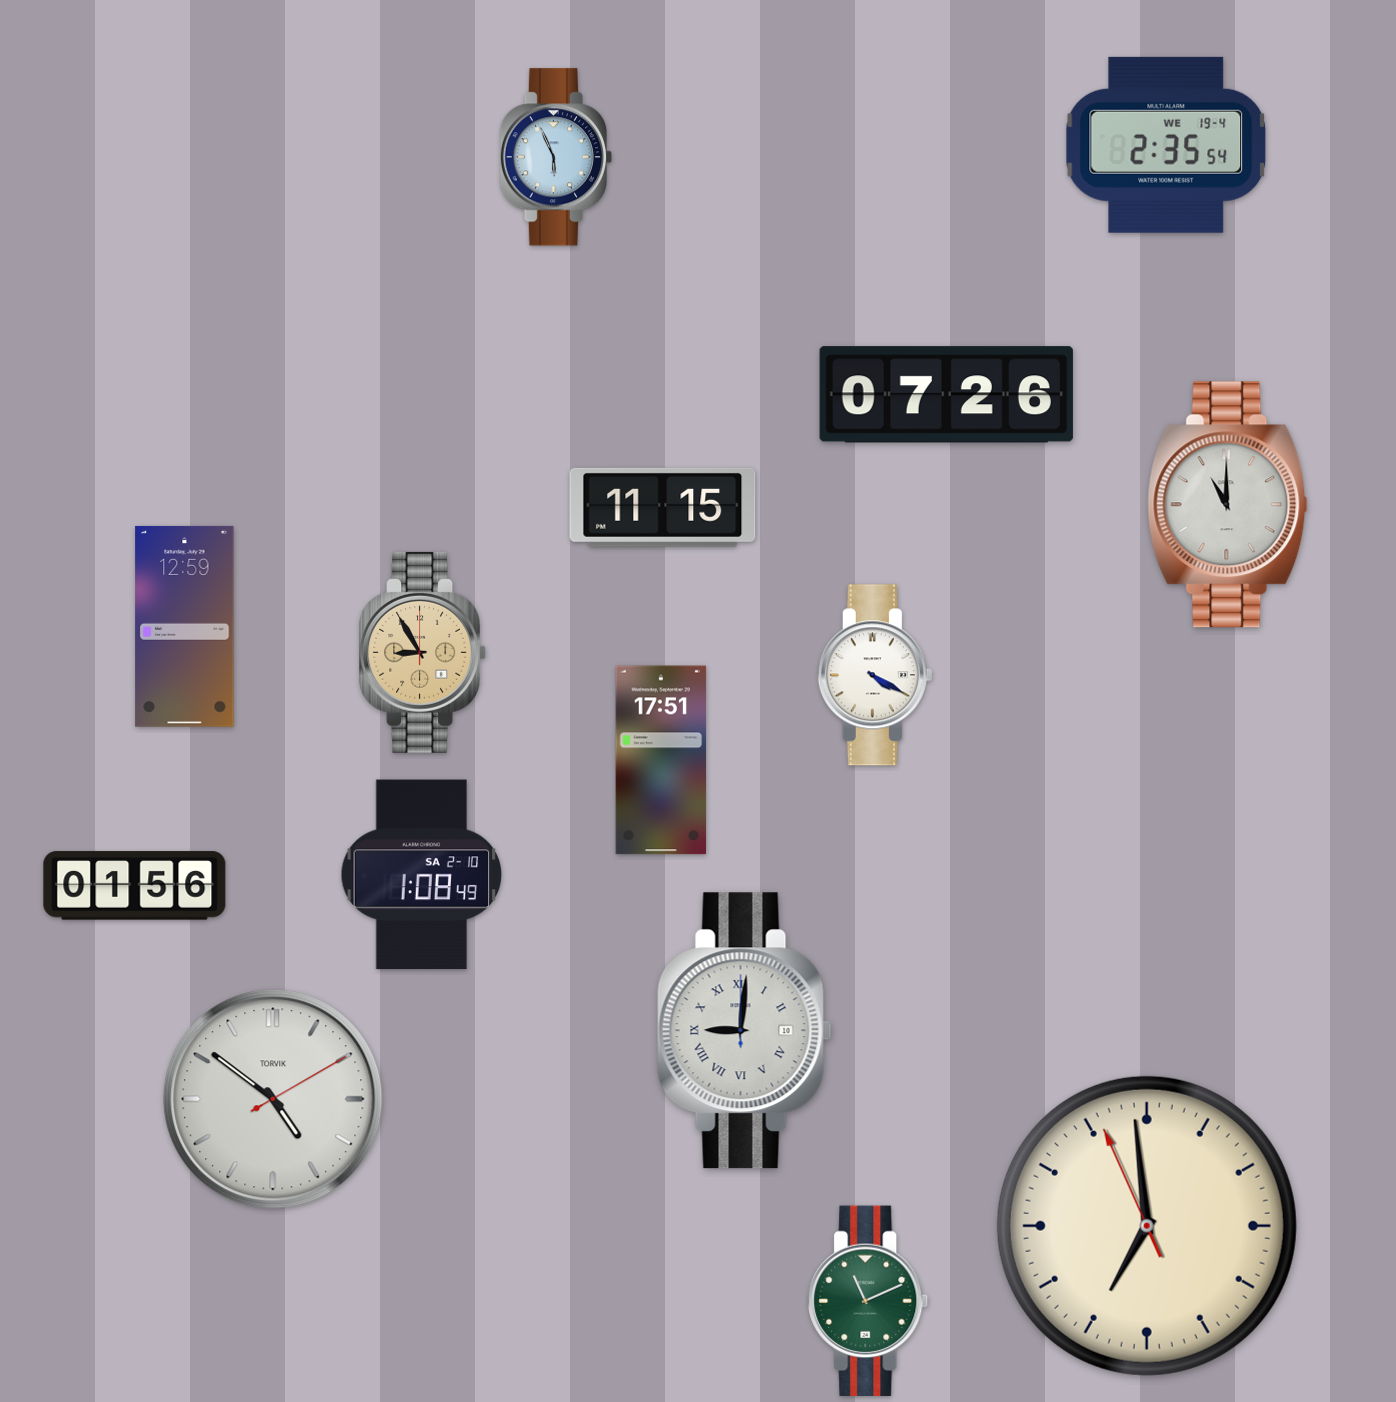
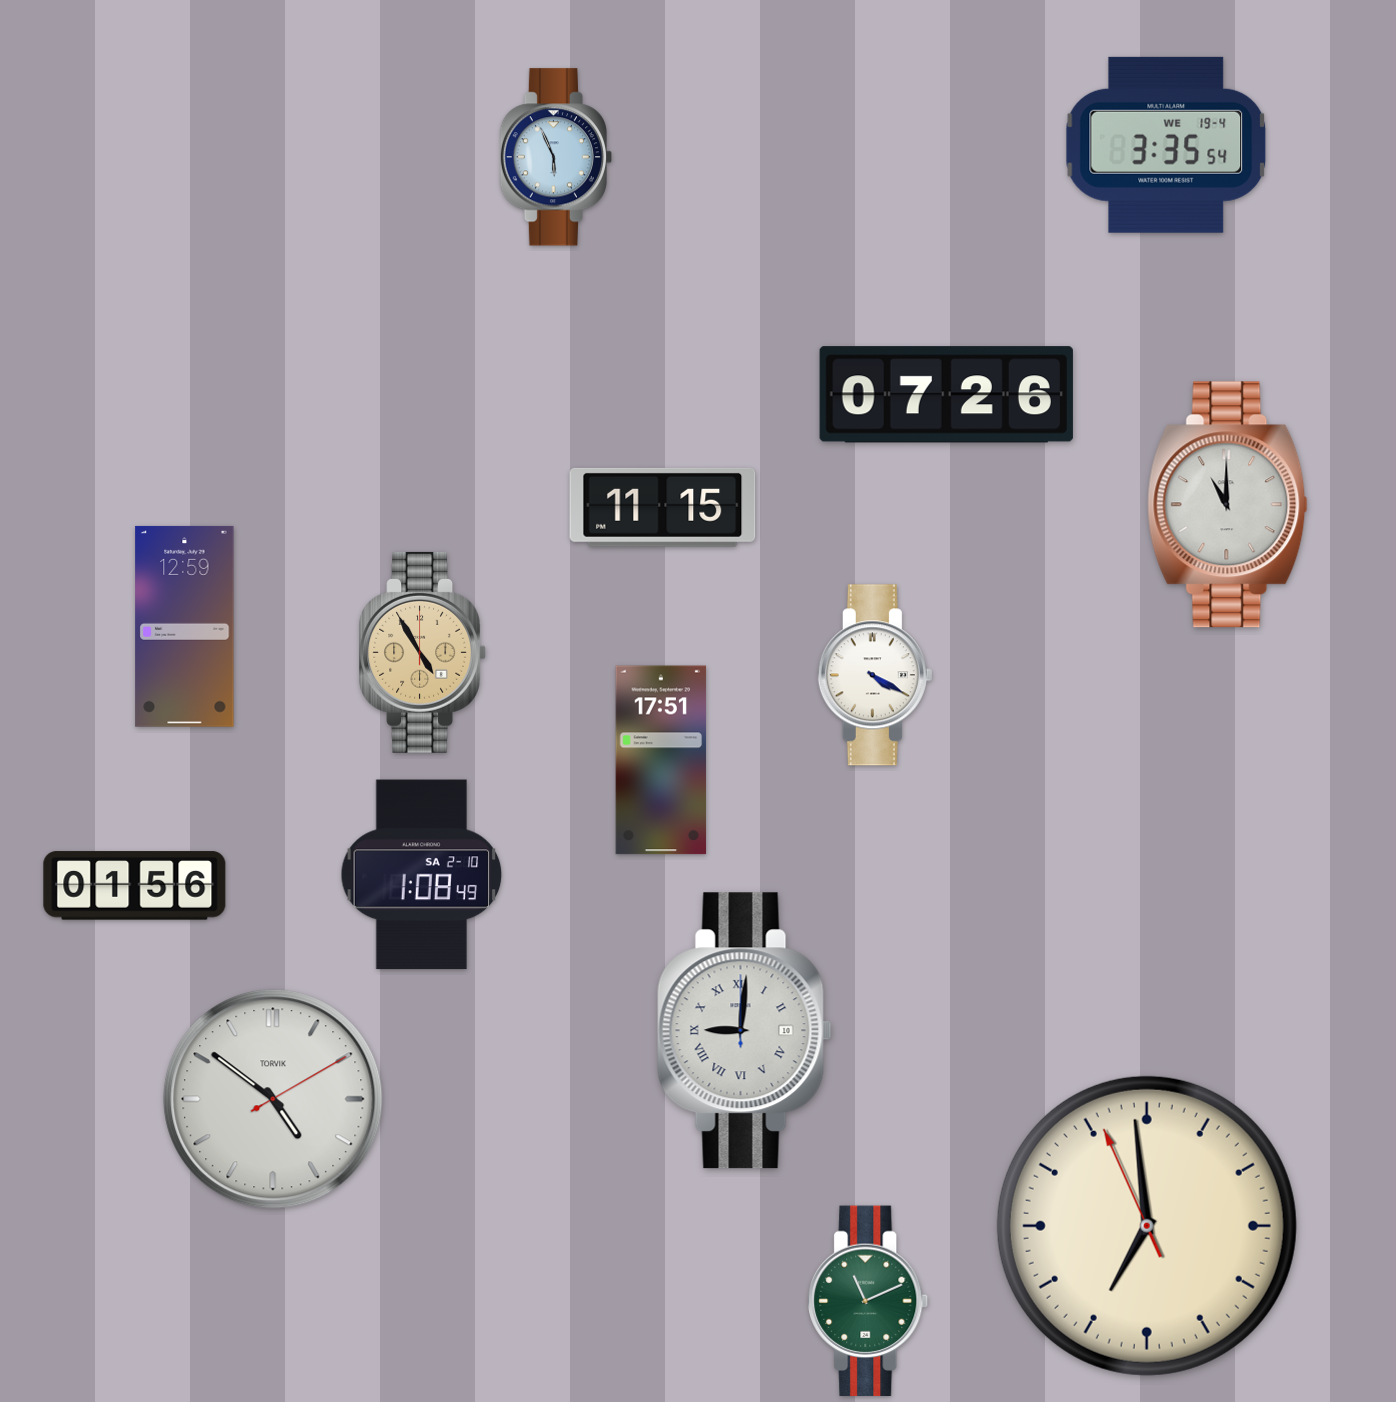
clock at (1166, 145): 2:35 -> 3:35
clock at (423, 652): 8:55 -> 4:55
